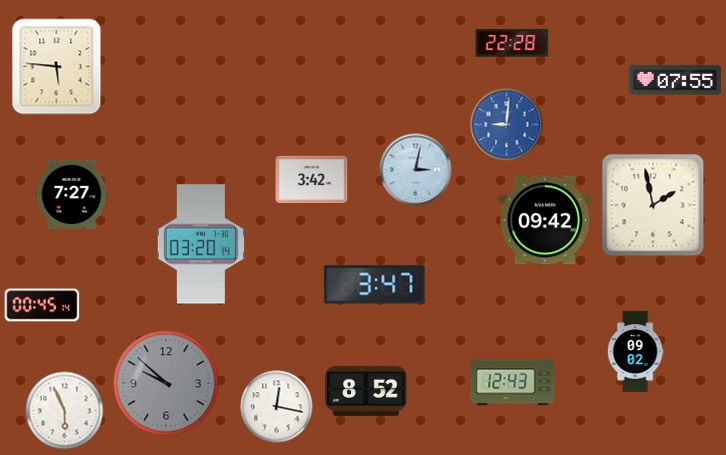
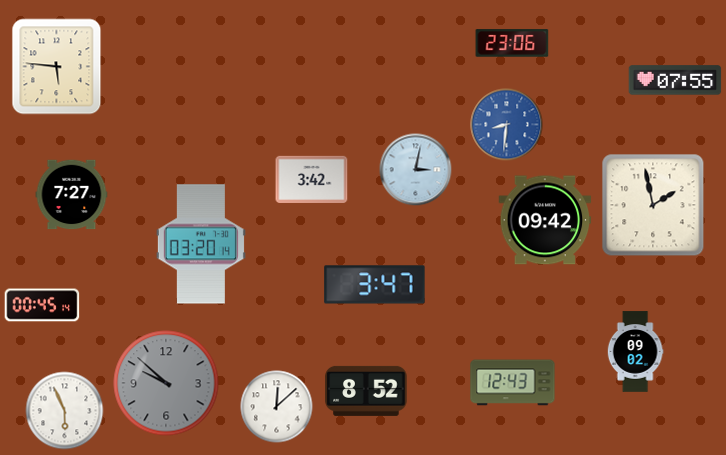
clock at (512, 43): 22:28 -> 23:06
clock at (507, 125): 9:01 -> 8:31
clock at (277, 407): 12:17 -> 12:08
